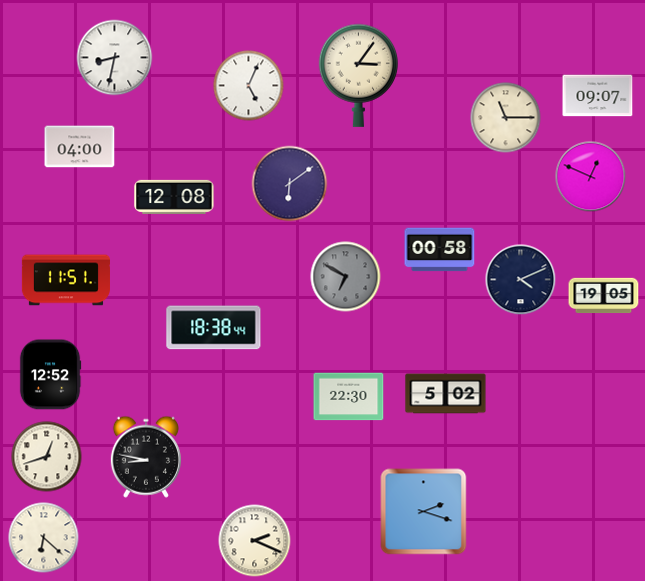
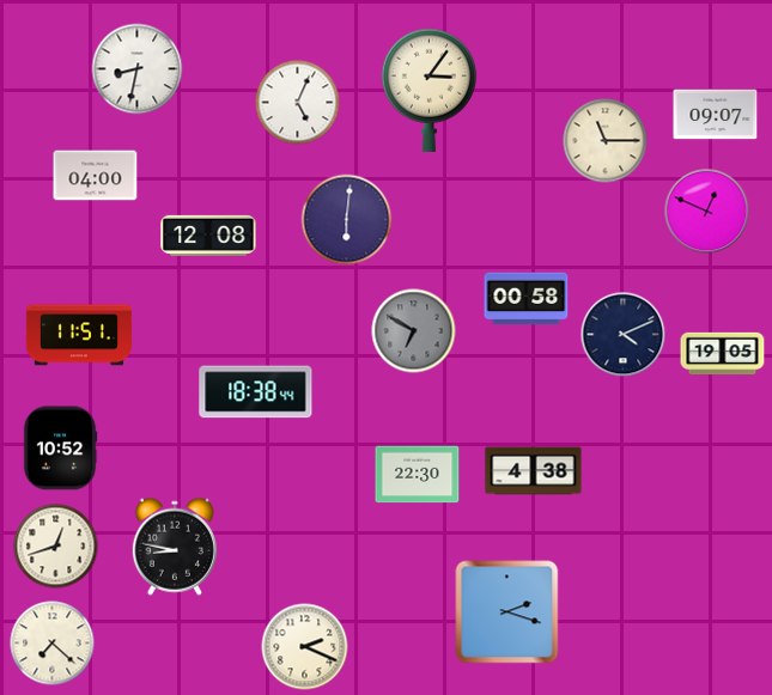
clock at (290, 184): 6:09 -> 6:01
clock at (50, 375): 12:52 -> 10:52
clock at (446, 394): 5:02 -> 4:38
clock at (44, 538): 6:22 -> 7:22
